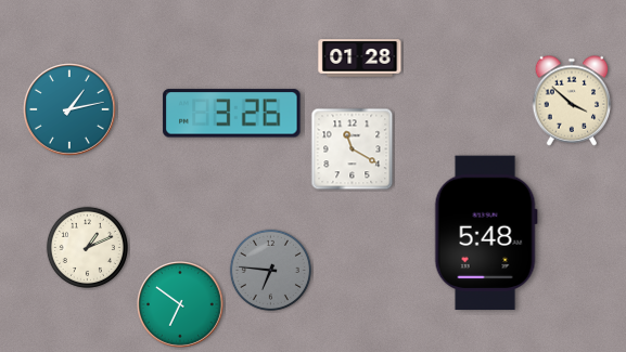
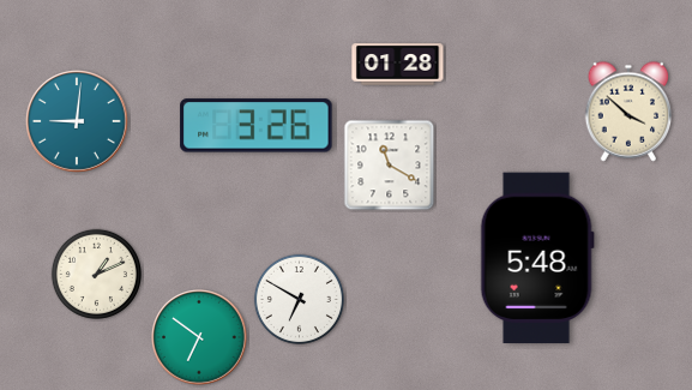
clock at (572, 101) position: (572, 101) -> (628, 112)
clock at (69, 109): 1:13 -> 9:01
clock at (270, 270): 6:46 -> 6:50
clock at (270, 270) dial: grey -> white
